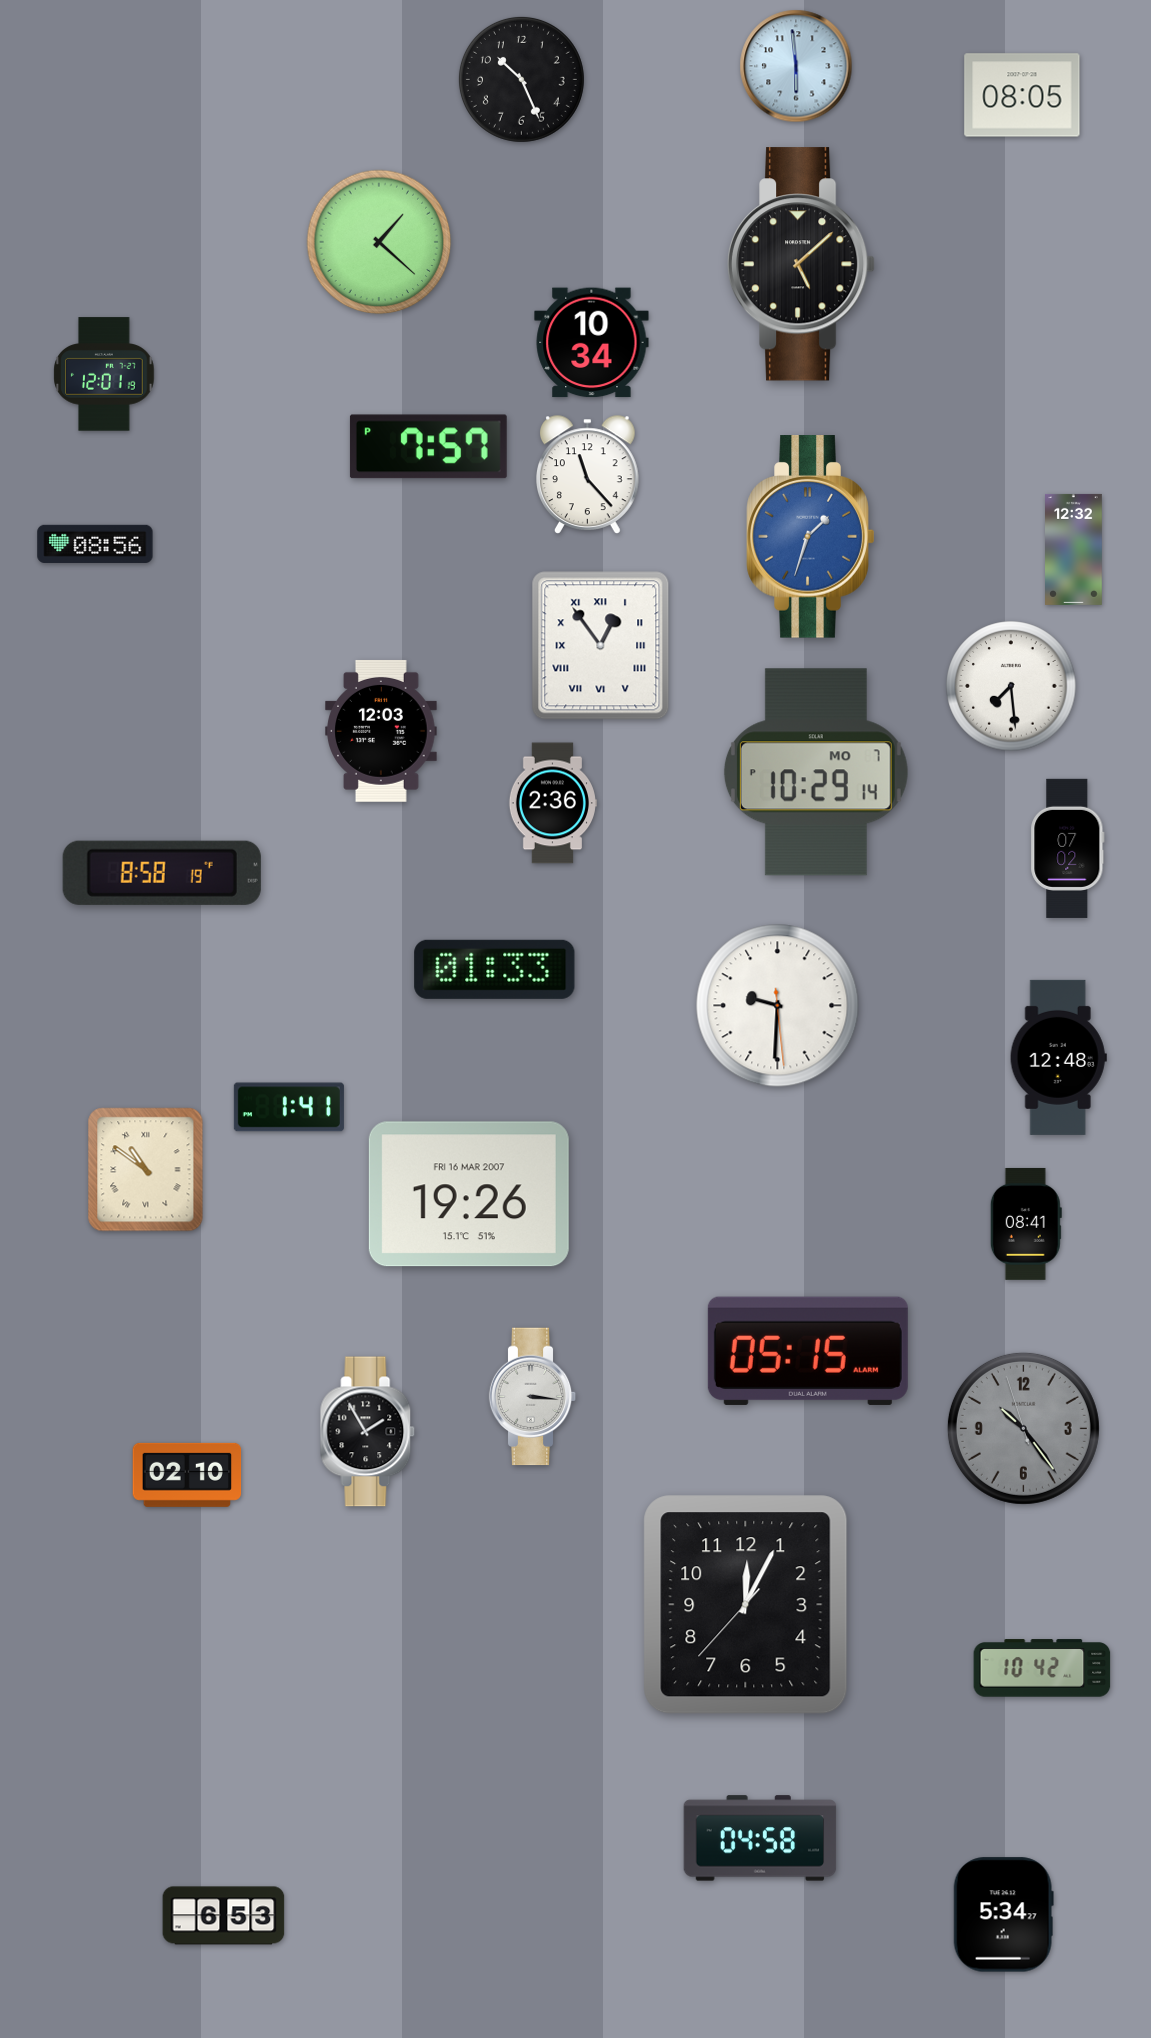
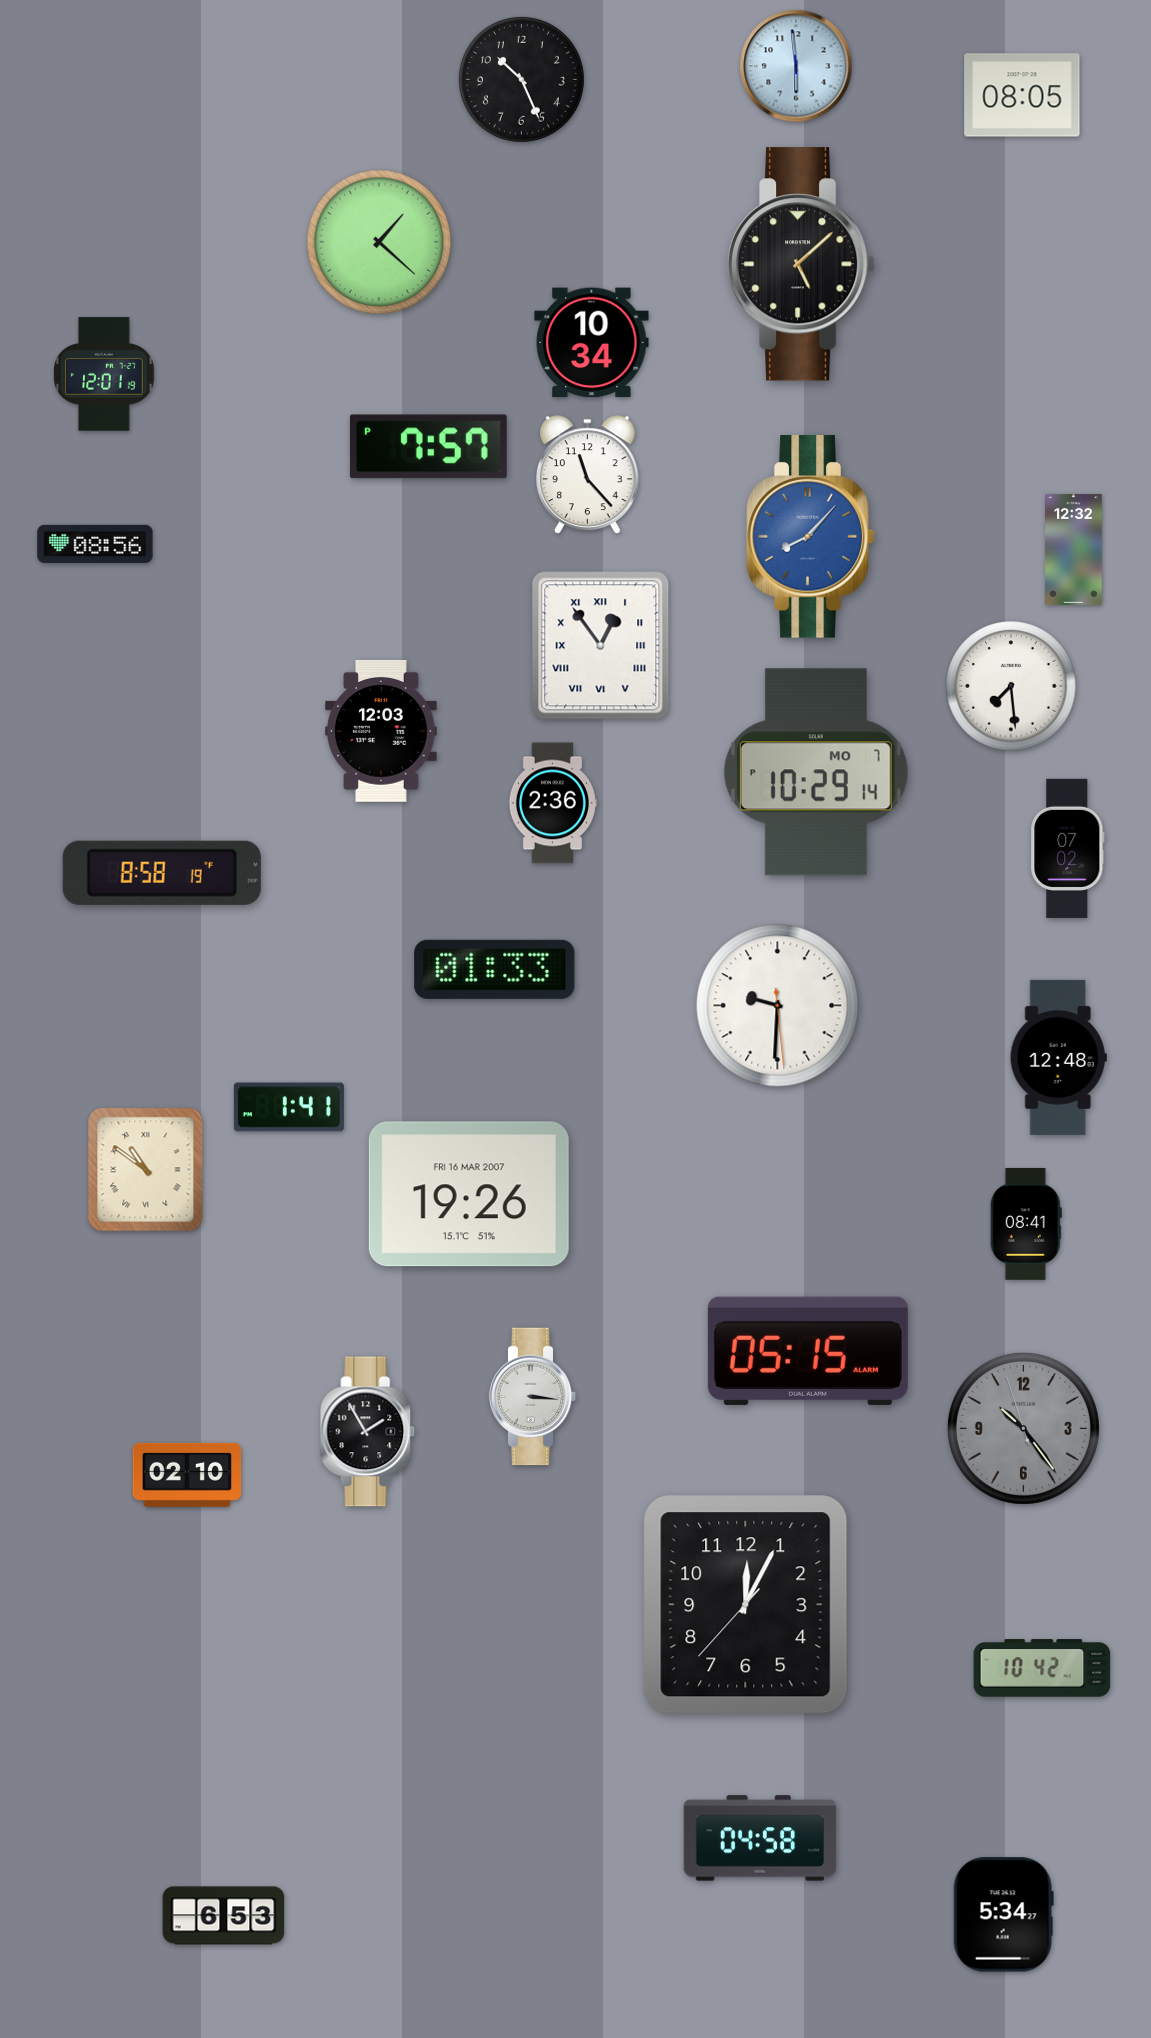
clock at (811, 537): 1:33 -> 8:07
